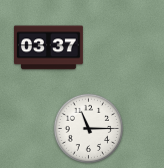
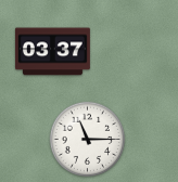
clock at (89, 129) position: (89, 129) -> (88, 140)
